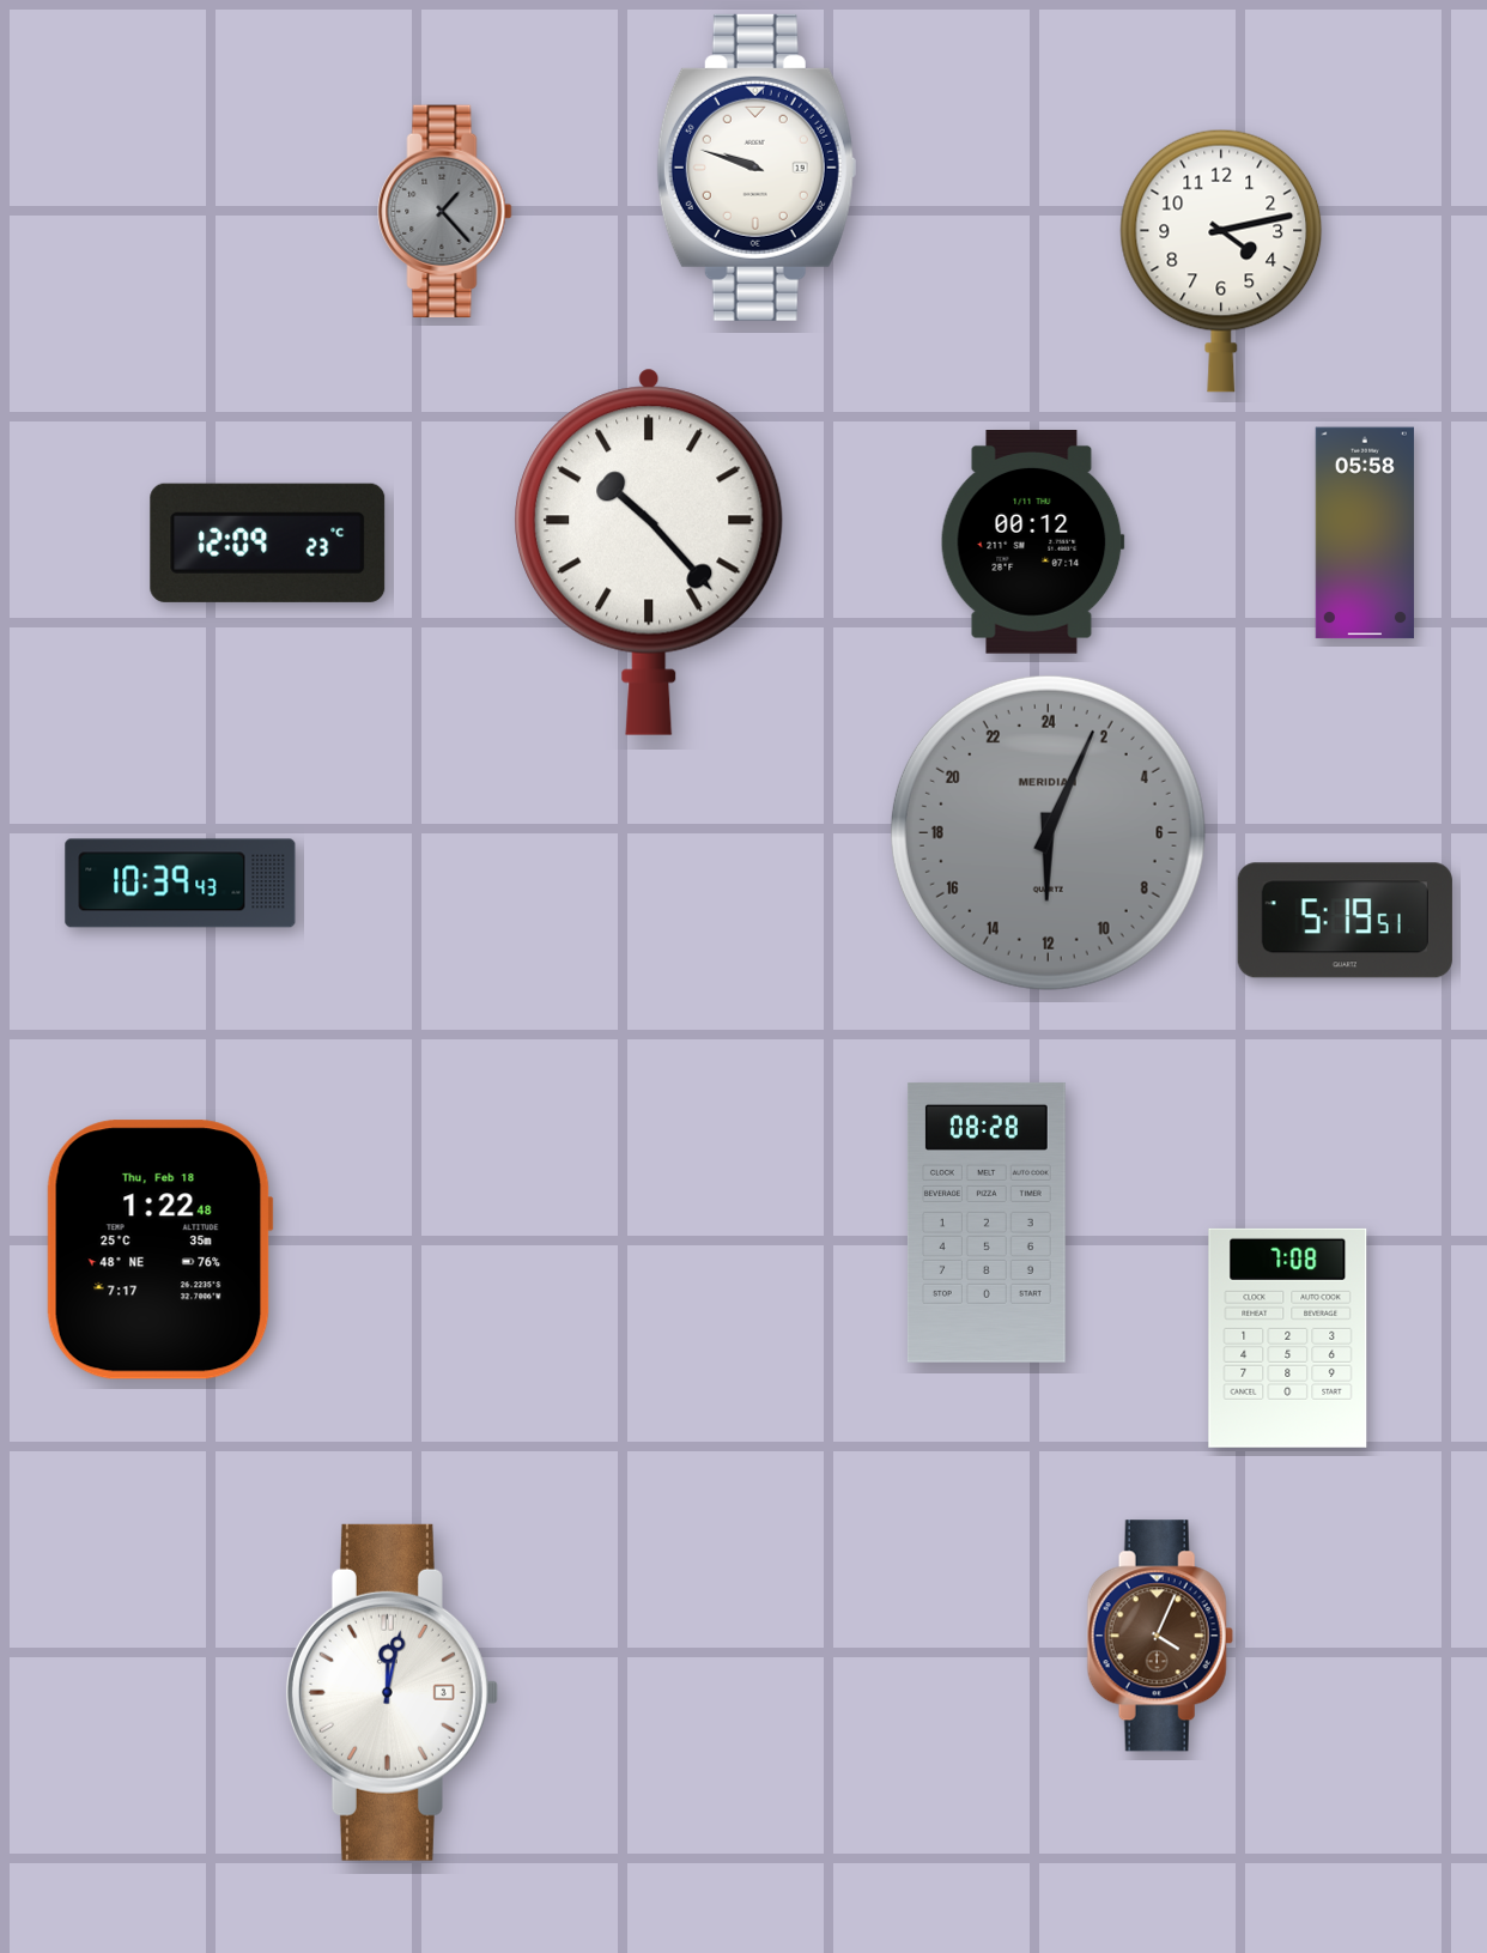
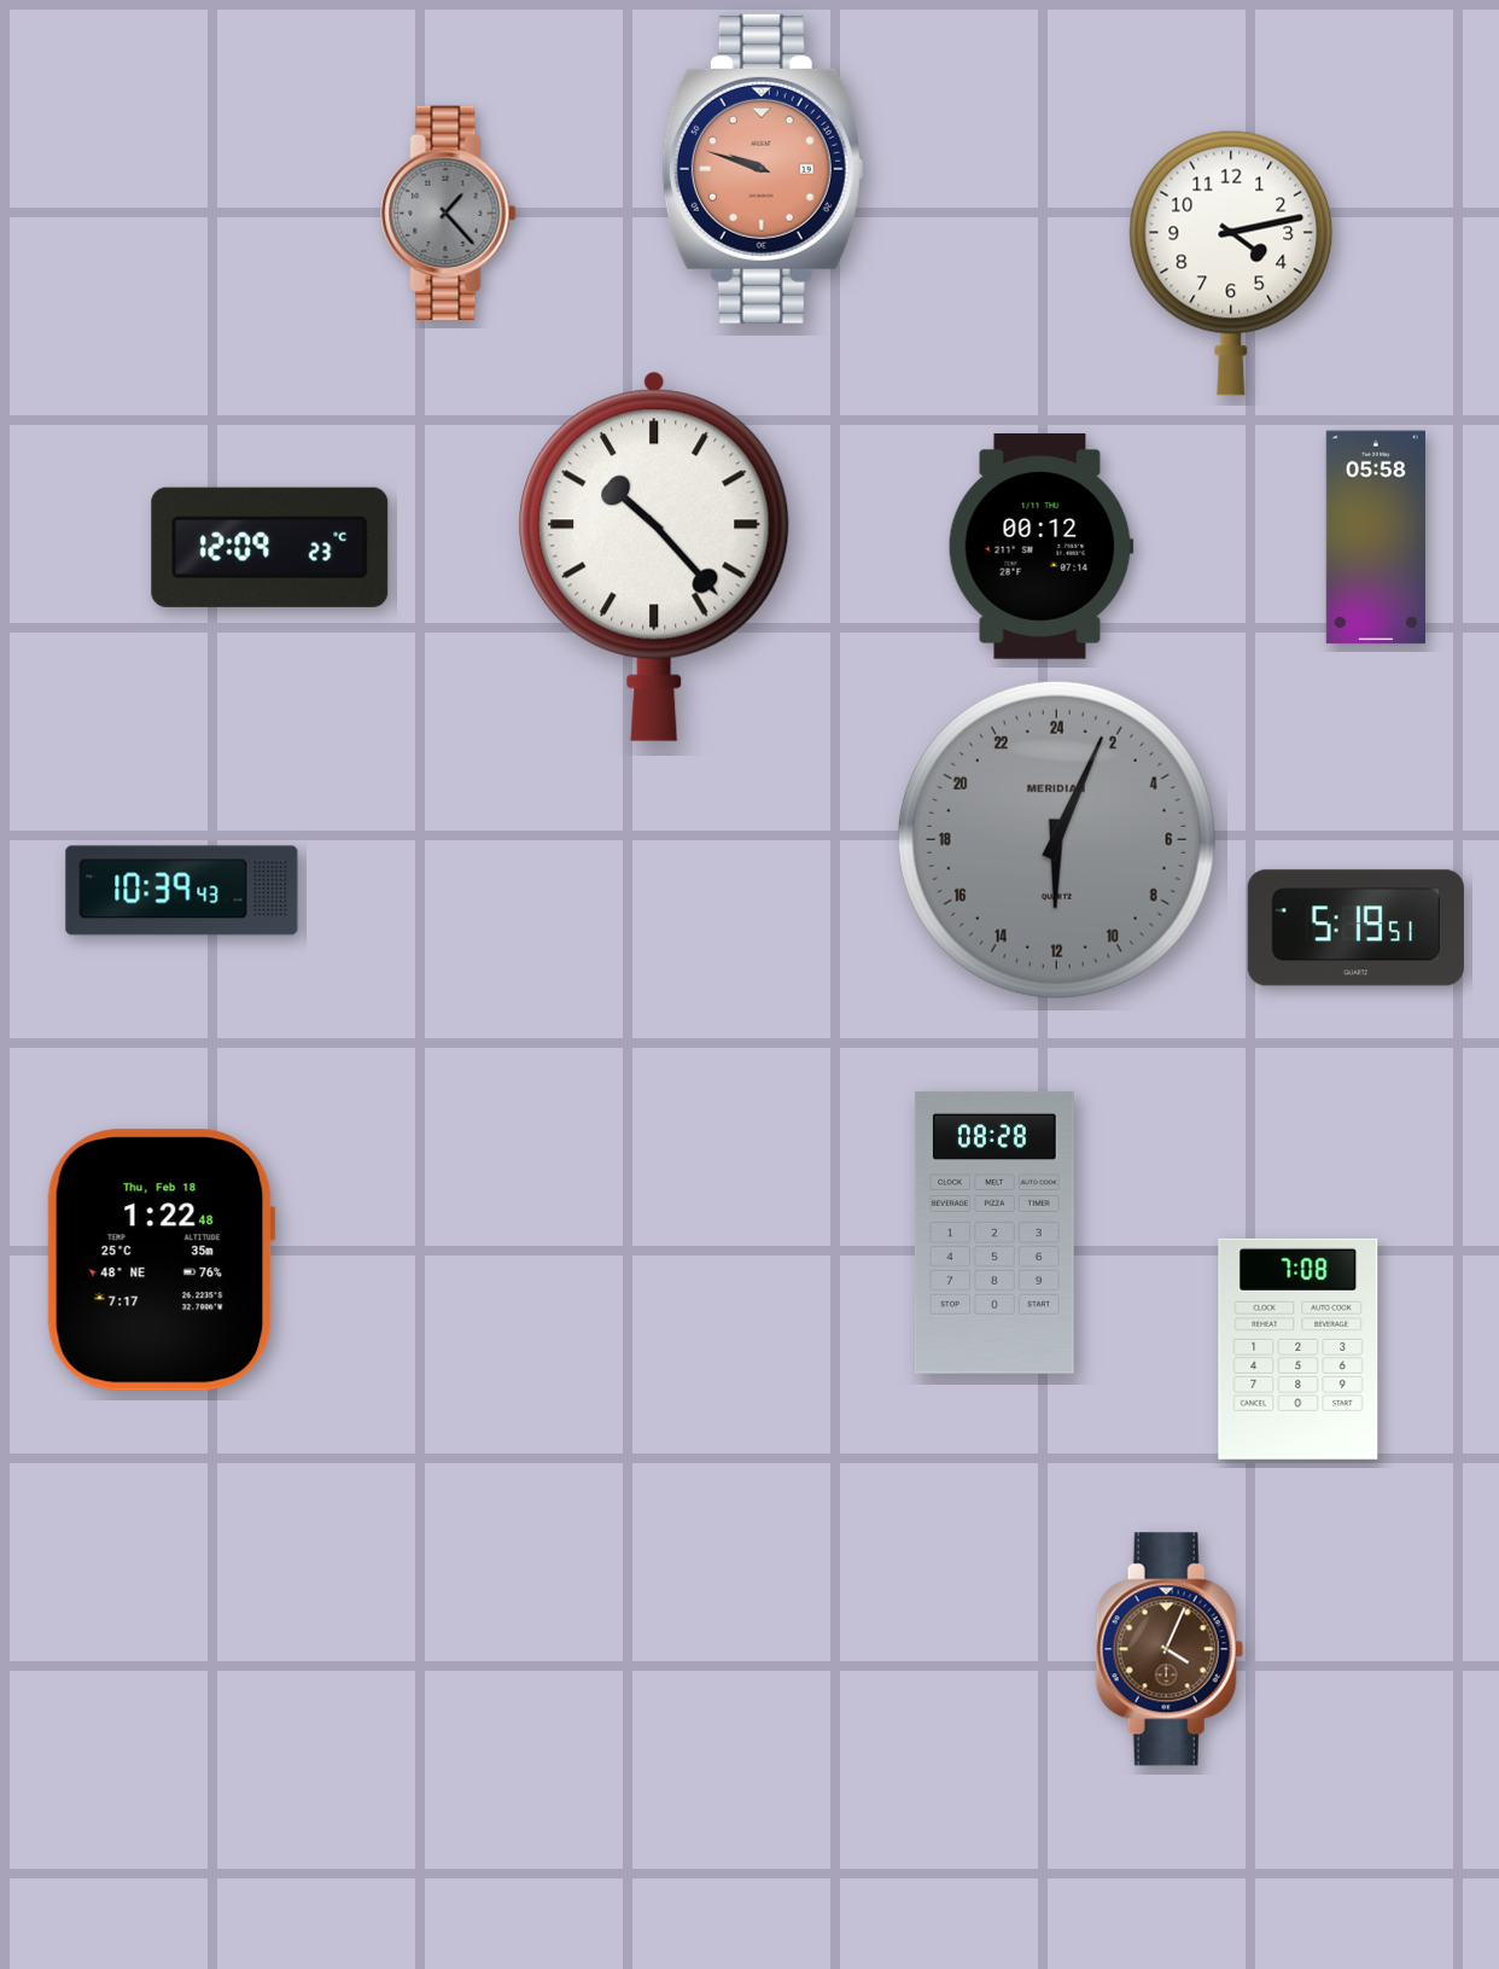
clock at (757, 168) dial: white -> salmon
clock at (392, 1692): 12:02 -> none
